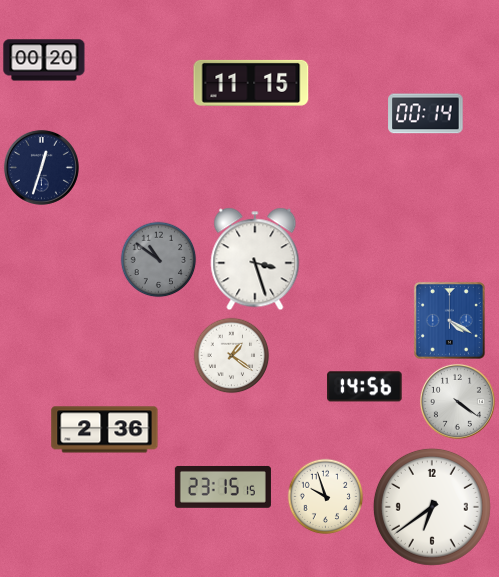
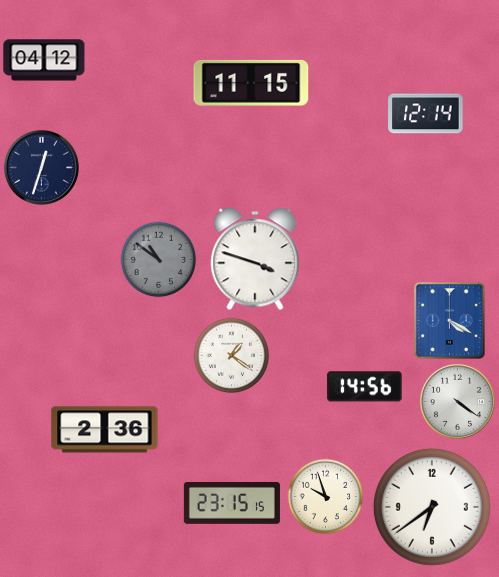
clock at (44, 60): 00:20 -> 04:12
clock at (426, 114): 00:14 -> 12:14
clock at (255, 259): 3:27 -> 3:48
clock at (223, 487) position: (223, 487) -> (232, 503)
